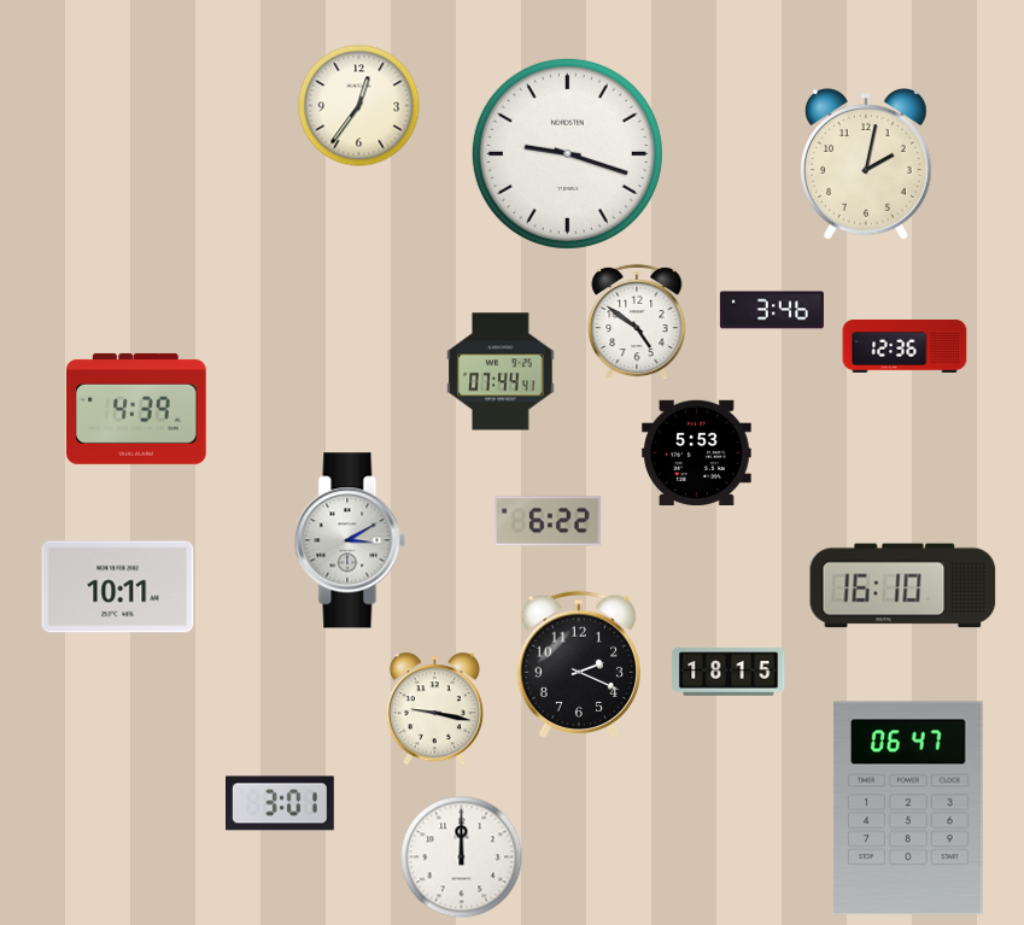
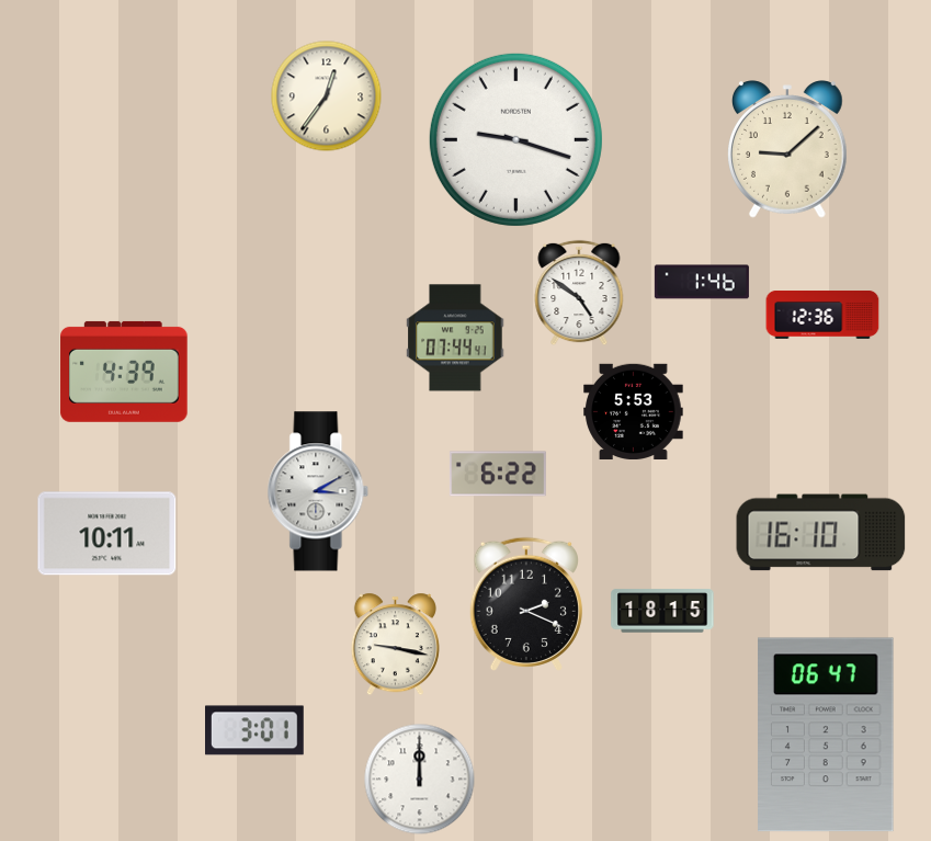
clock at (867, 164): 2:02 -> 9:08
clock at (772, 310): 3:46 -> 1:46
